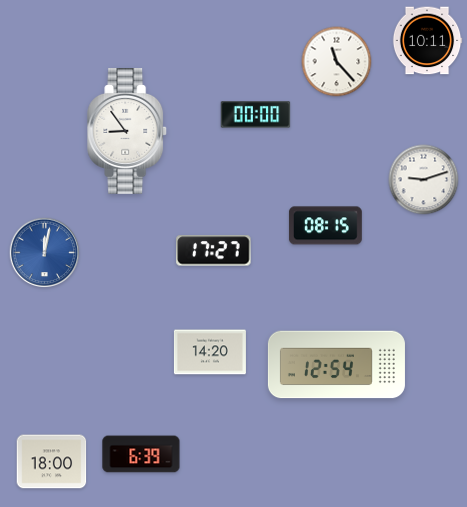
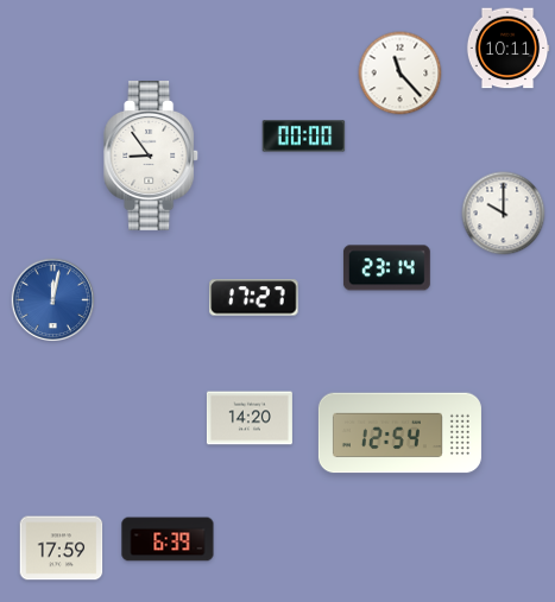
clock at (424, 180): 9:12 -> 10:00
clock at (325, 226): 08:15 -> 23:14
clock at (52, 462): 18:00 -> 17:59
